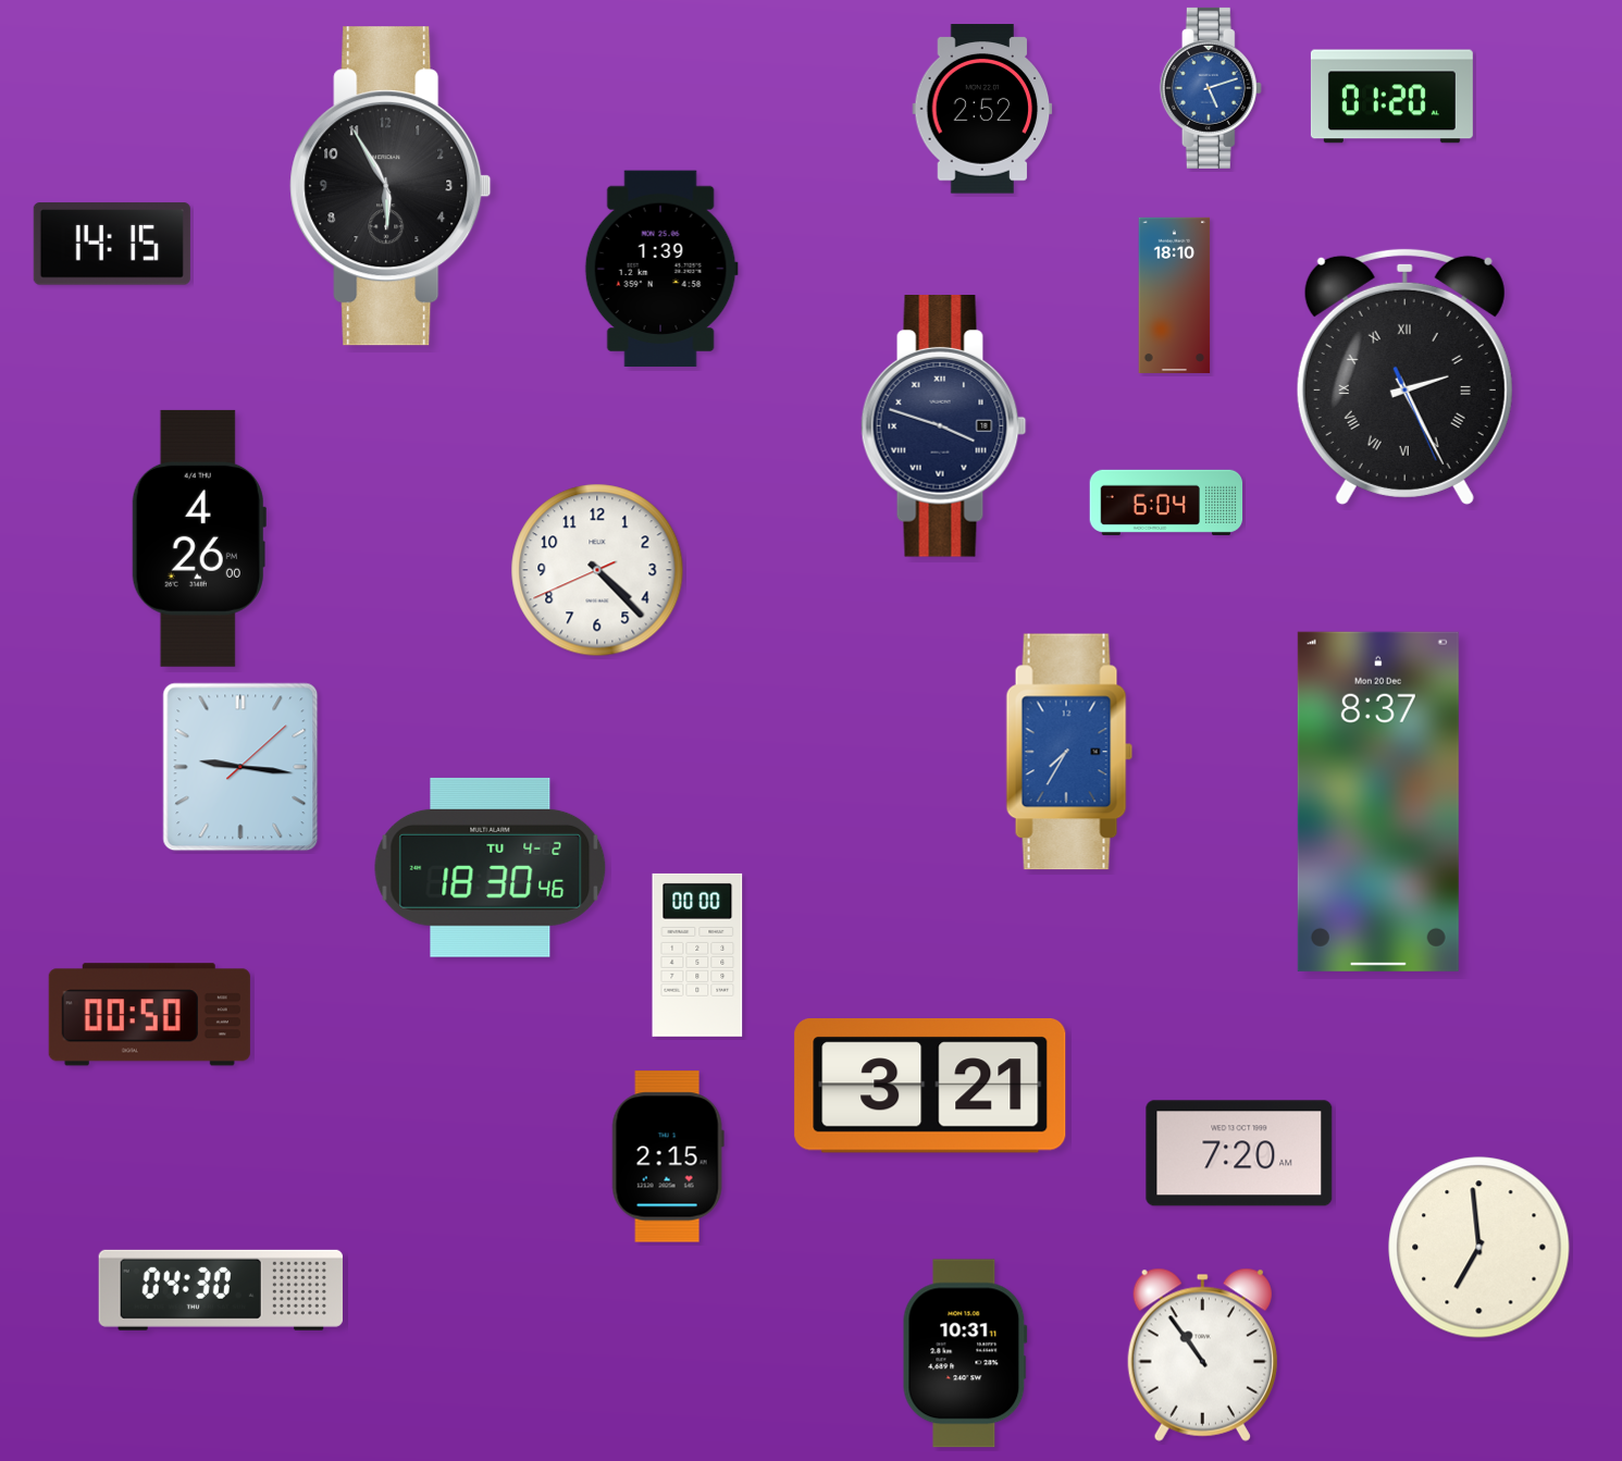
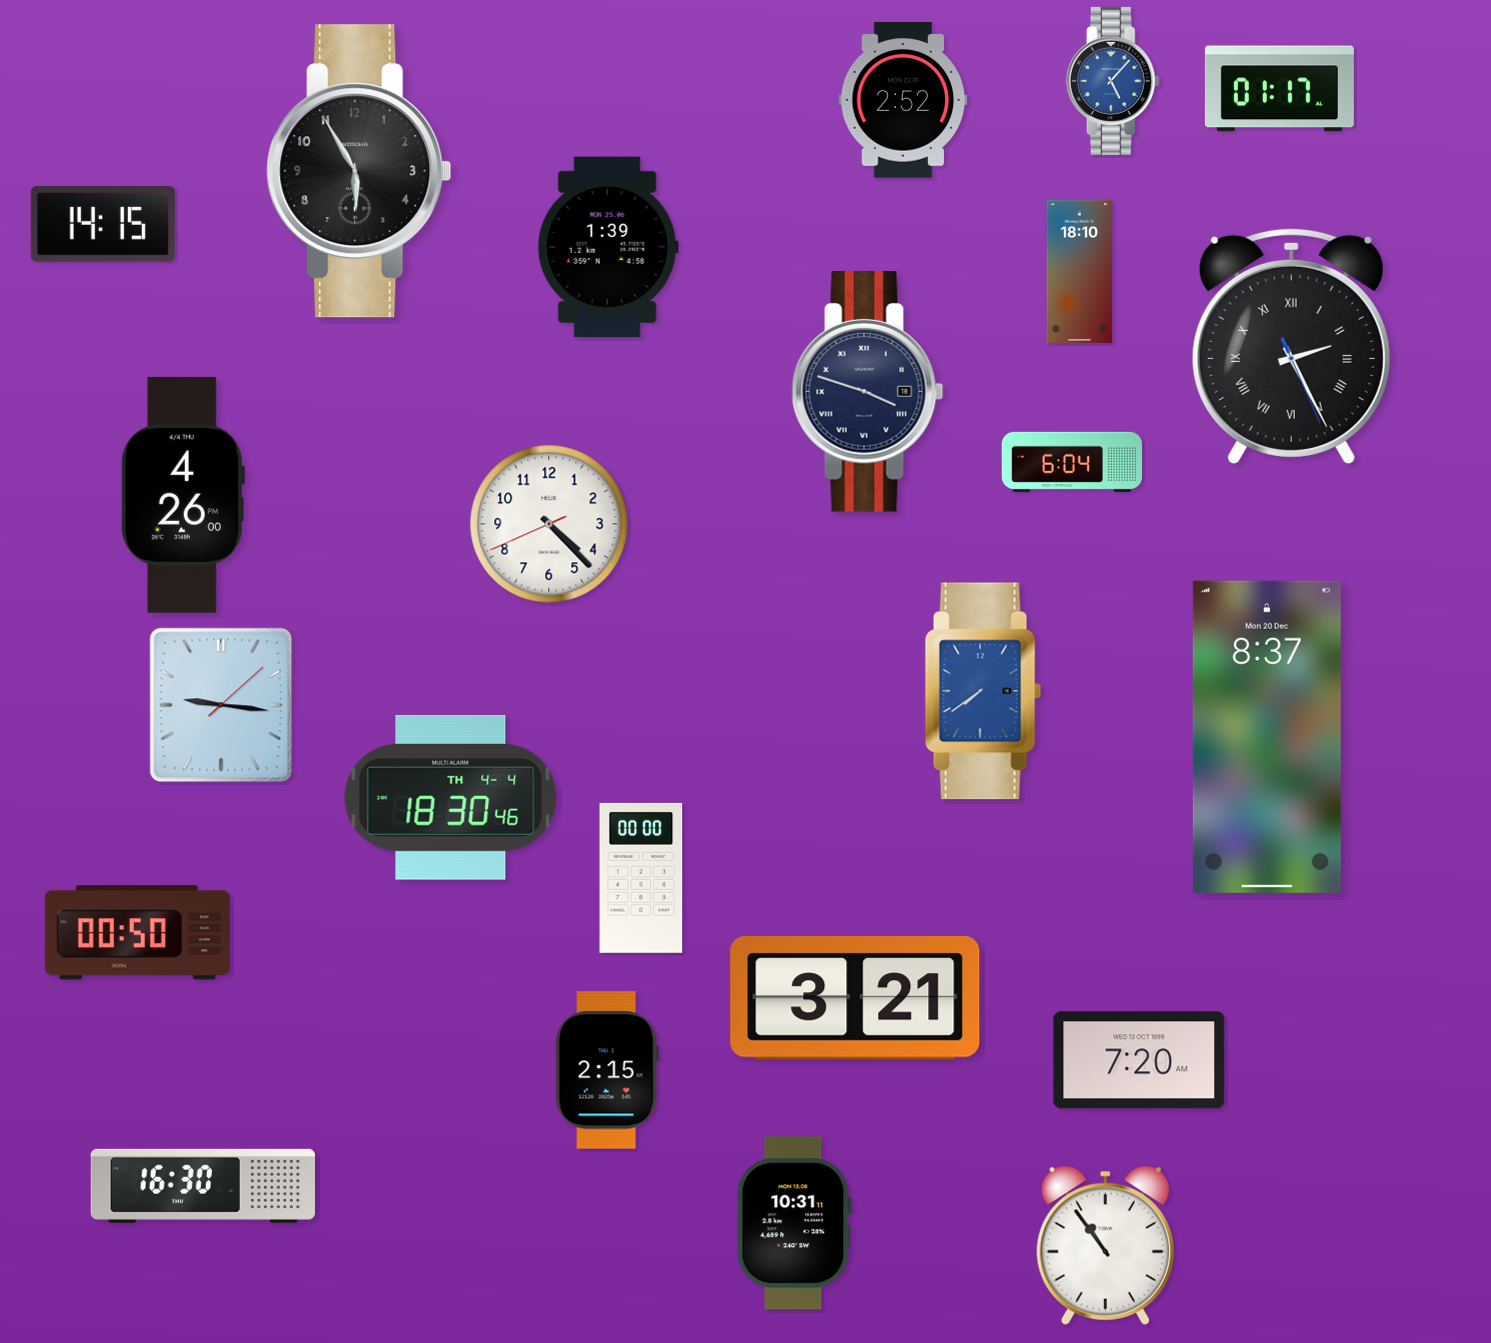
clock at (1211, 88): 5:12 -> 5:07
clock at (1391, 97): 01:20 -> 01:17
clock at (1069, 752): 7:35 -> 7:39
clock at (491, 867) date: TU 4-2 -> TH 4-4
clock at (668, 1156) position: (668, 1156) -> (607, 1070)
clock at (1479, 1248): 6:59 -> none
clock at (221, 1290): 04:30 -> 16:30
clock at (965, 1353) position: (965, 1353) -> (794, 1223)
